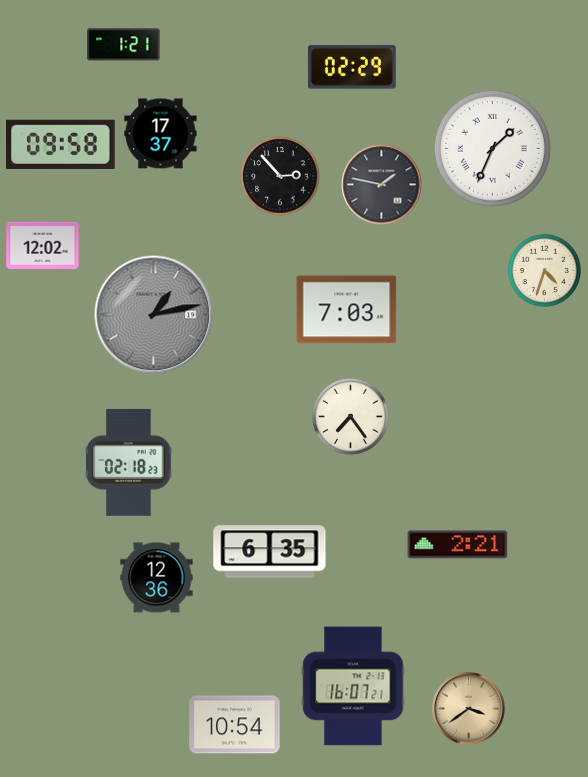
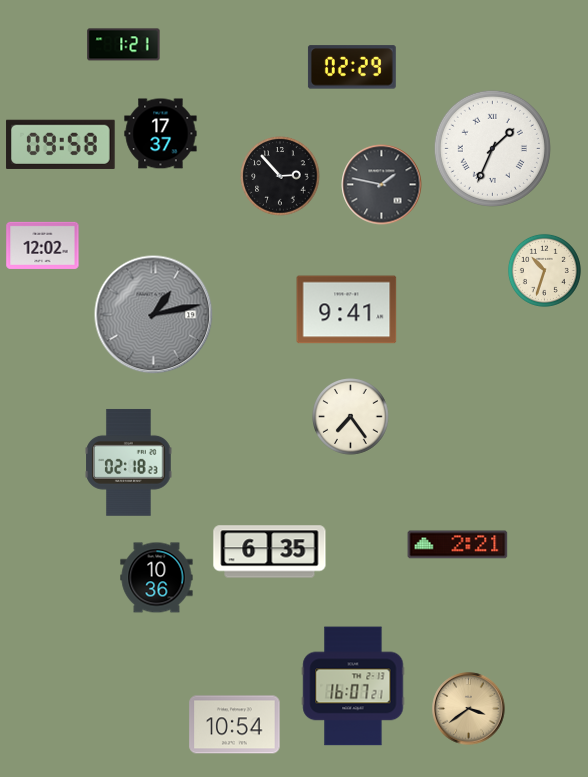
clock at (544, 270): 4:33 -> 10:33
clock at (347, 310): 7:03 -> 9:41
clock at (157, 578): 12:36 -> 10:36
